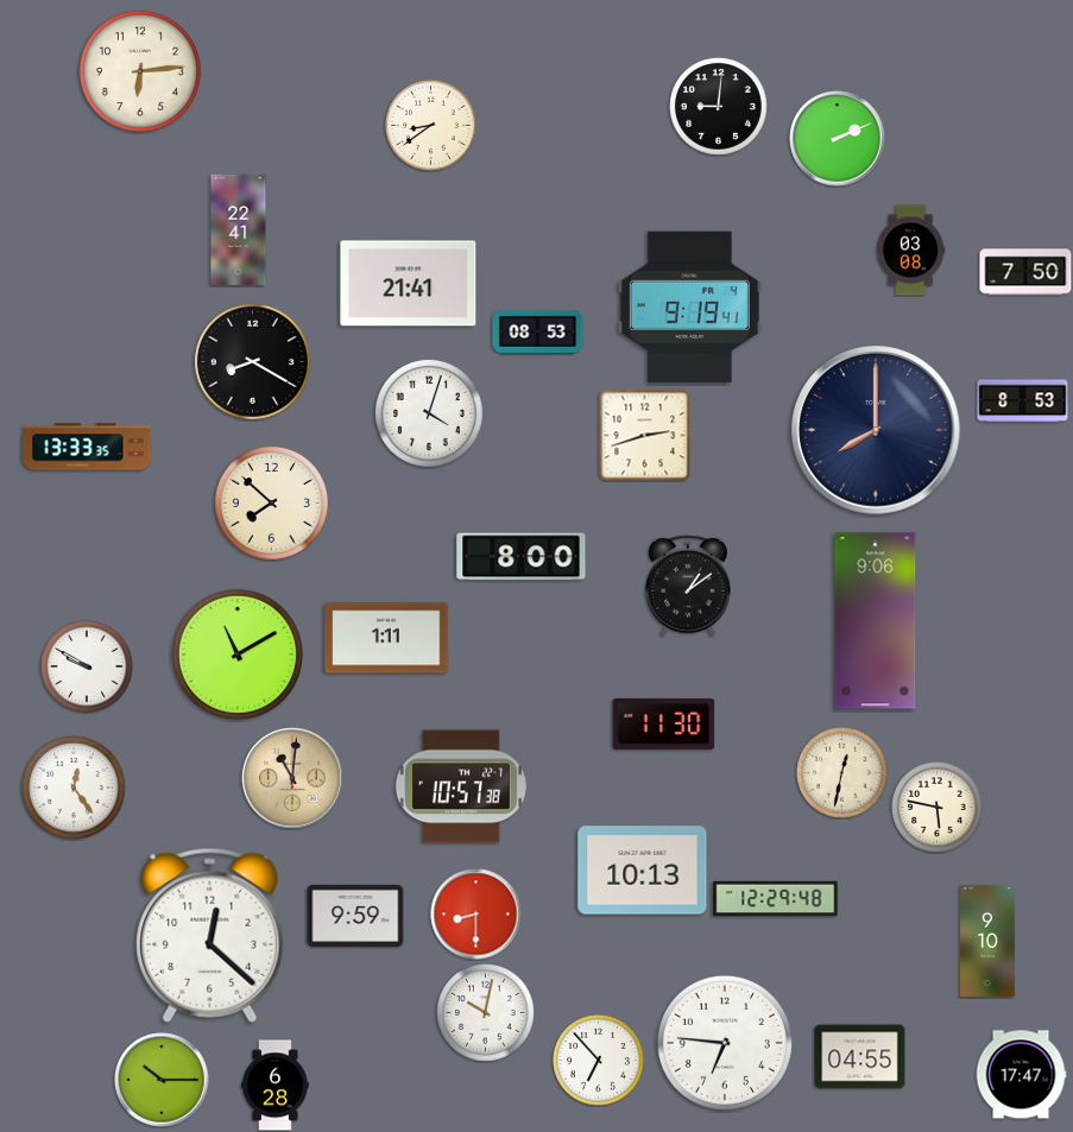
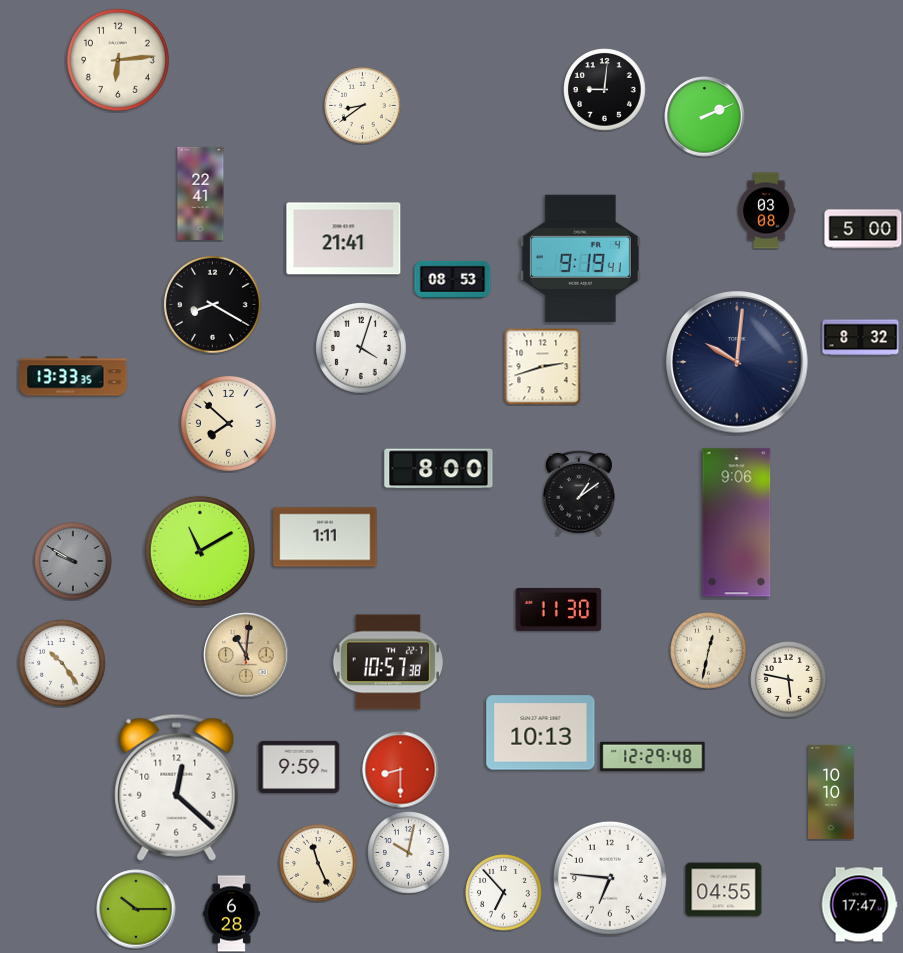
clock at (1025, 272): 7:50 -> 5:00
clock at (1023, 401): 8:53 -> 8:32
clock at (876, 430): 8:00 -> 10:01
clock at (87, 666) dial: white -> grey
clock at (75, 789): 12:24 -> 10:24
clock at (355, 916) position: (355, 916) -> (299, 767)
clock at (987, 941): 9:10 -> 10:10
clock at (318, 863): none -> 11:26
